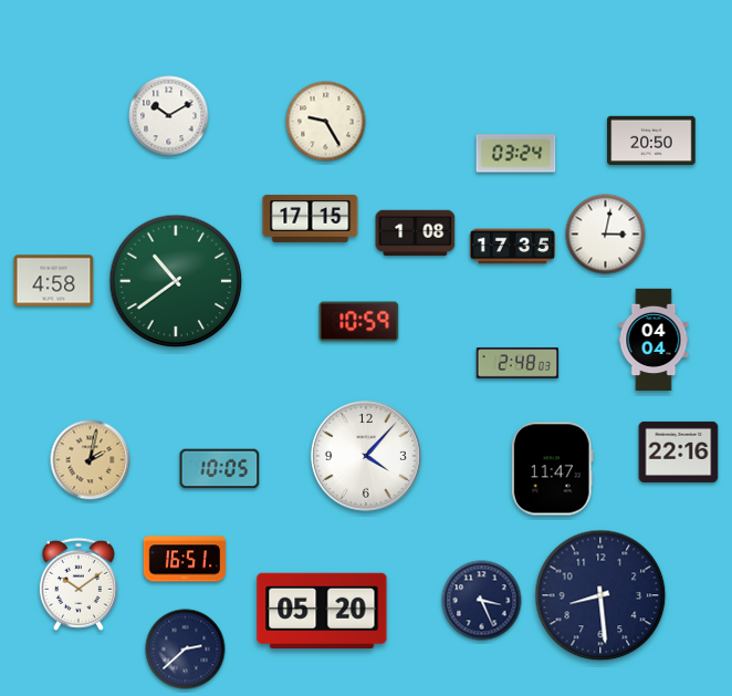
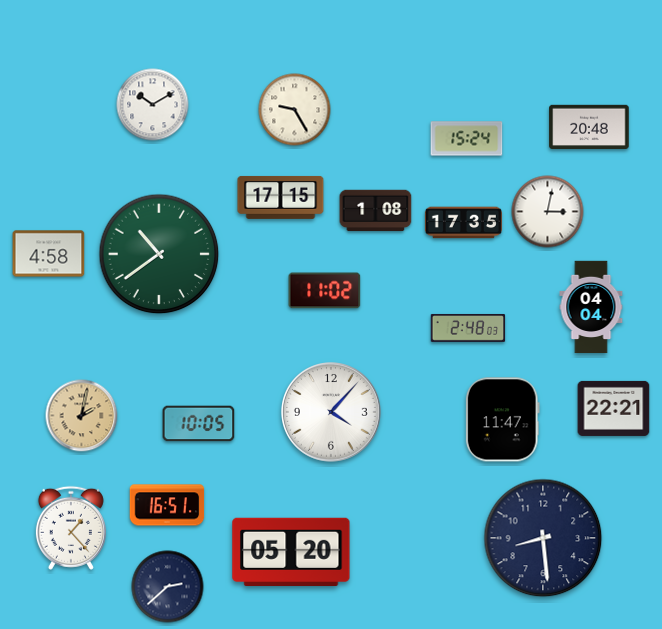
clock at (651, 141): 20:50 -> 20:48
clock at (516, 154): 03:24 -> 15:24
clock at (359, 322): 10:59 -> 11:02
clock at (679, 451): 22:16 -> 22:21
clock at (552, 469) position: (552, 469) -> (502, 420)
clock at (79, 584): 10:09 -> 1:23
clock at (482, 601): 3:26 -> none
